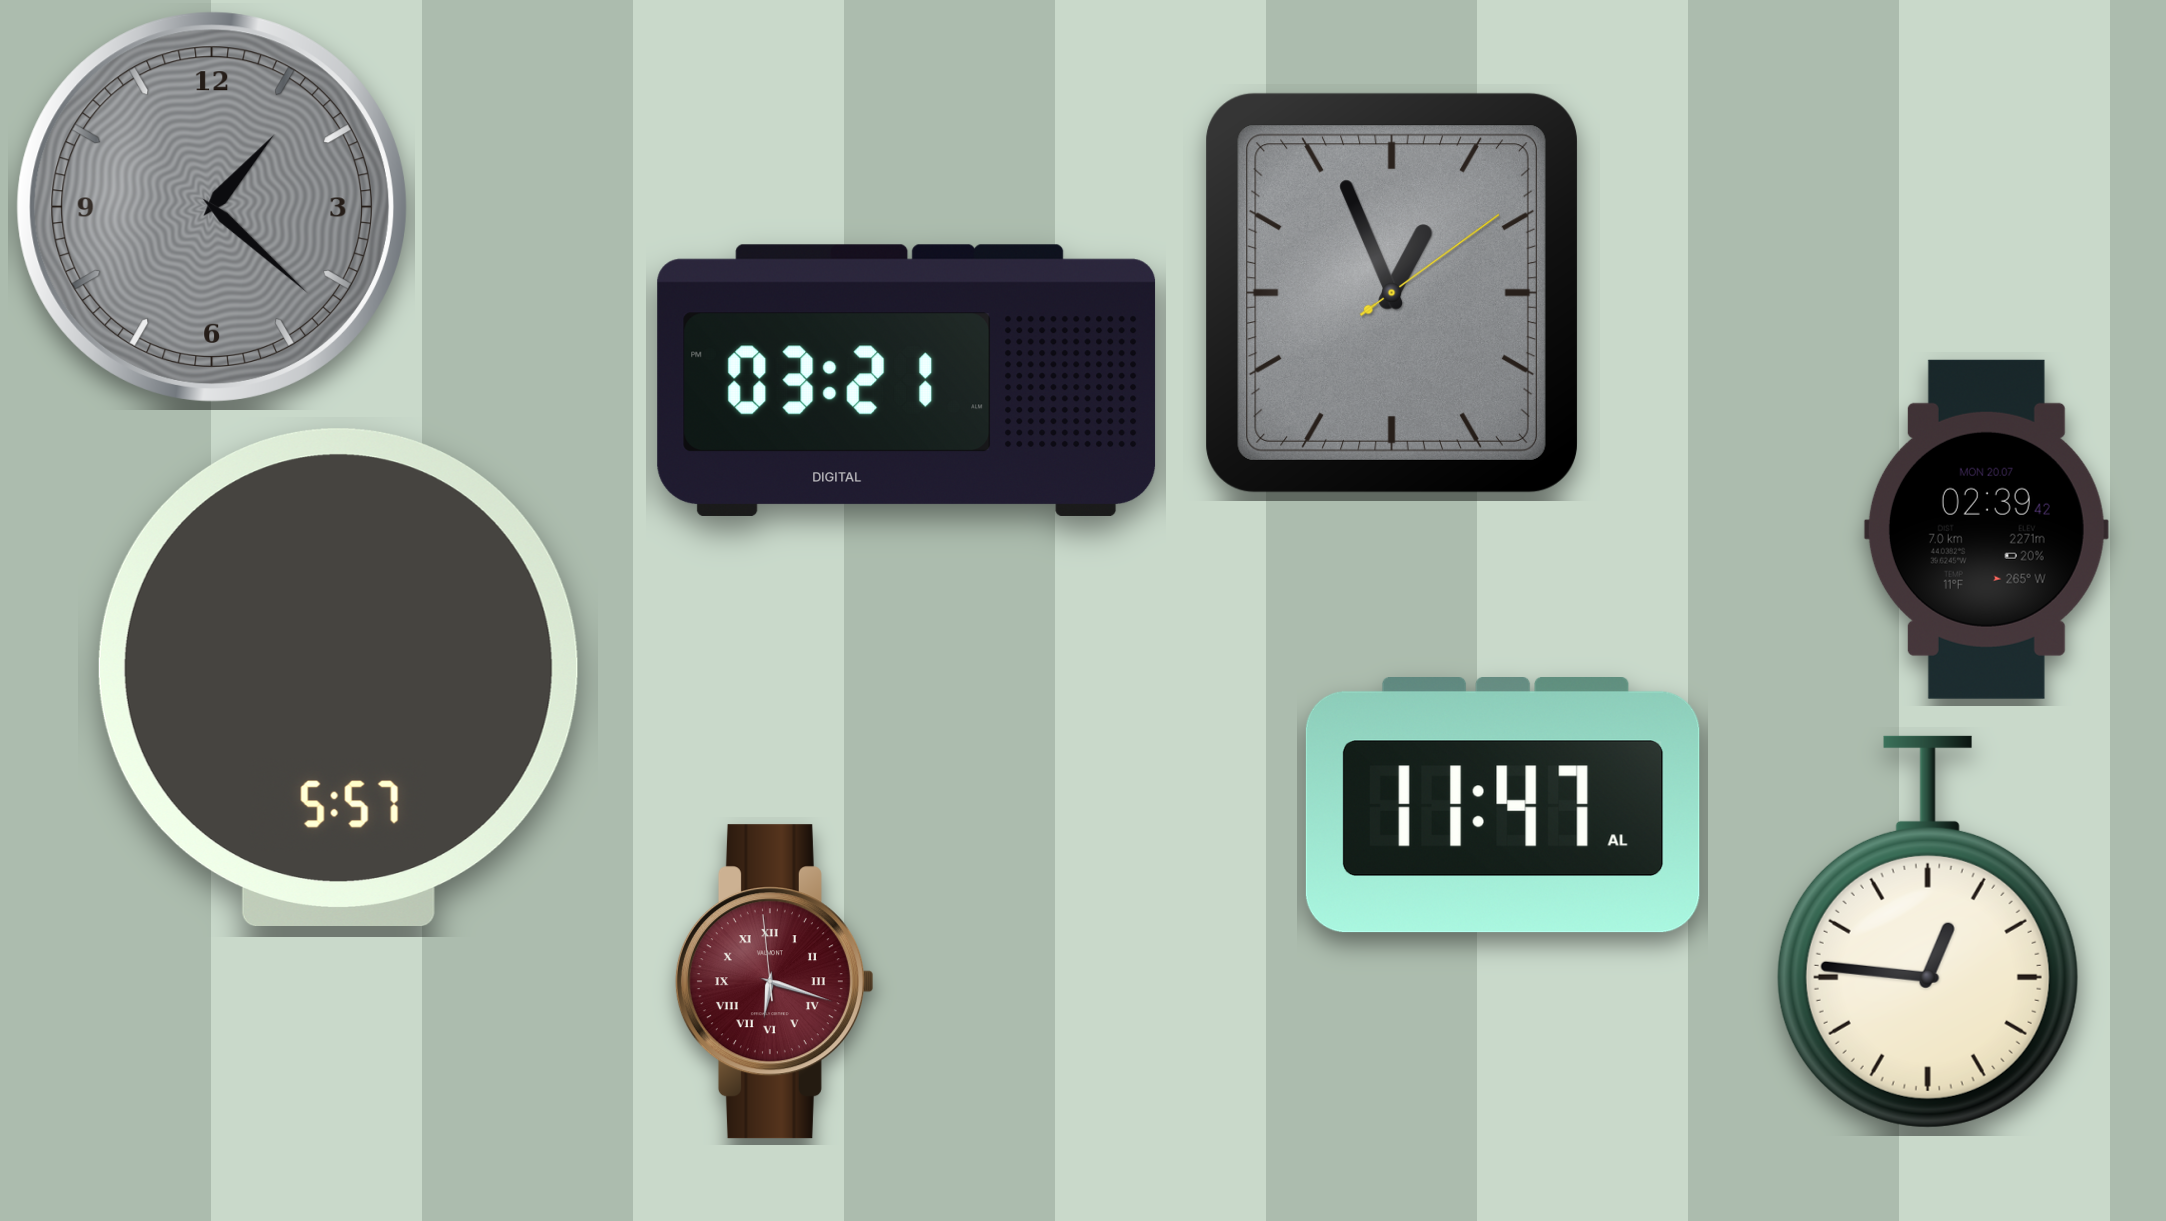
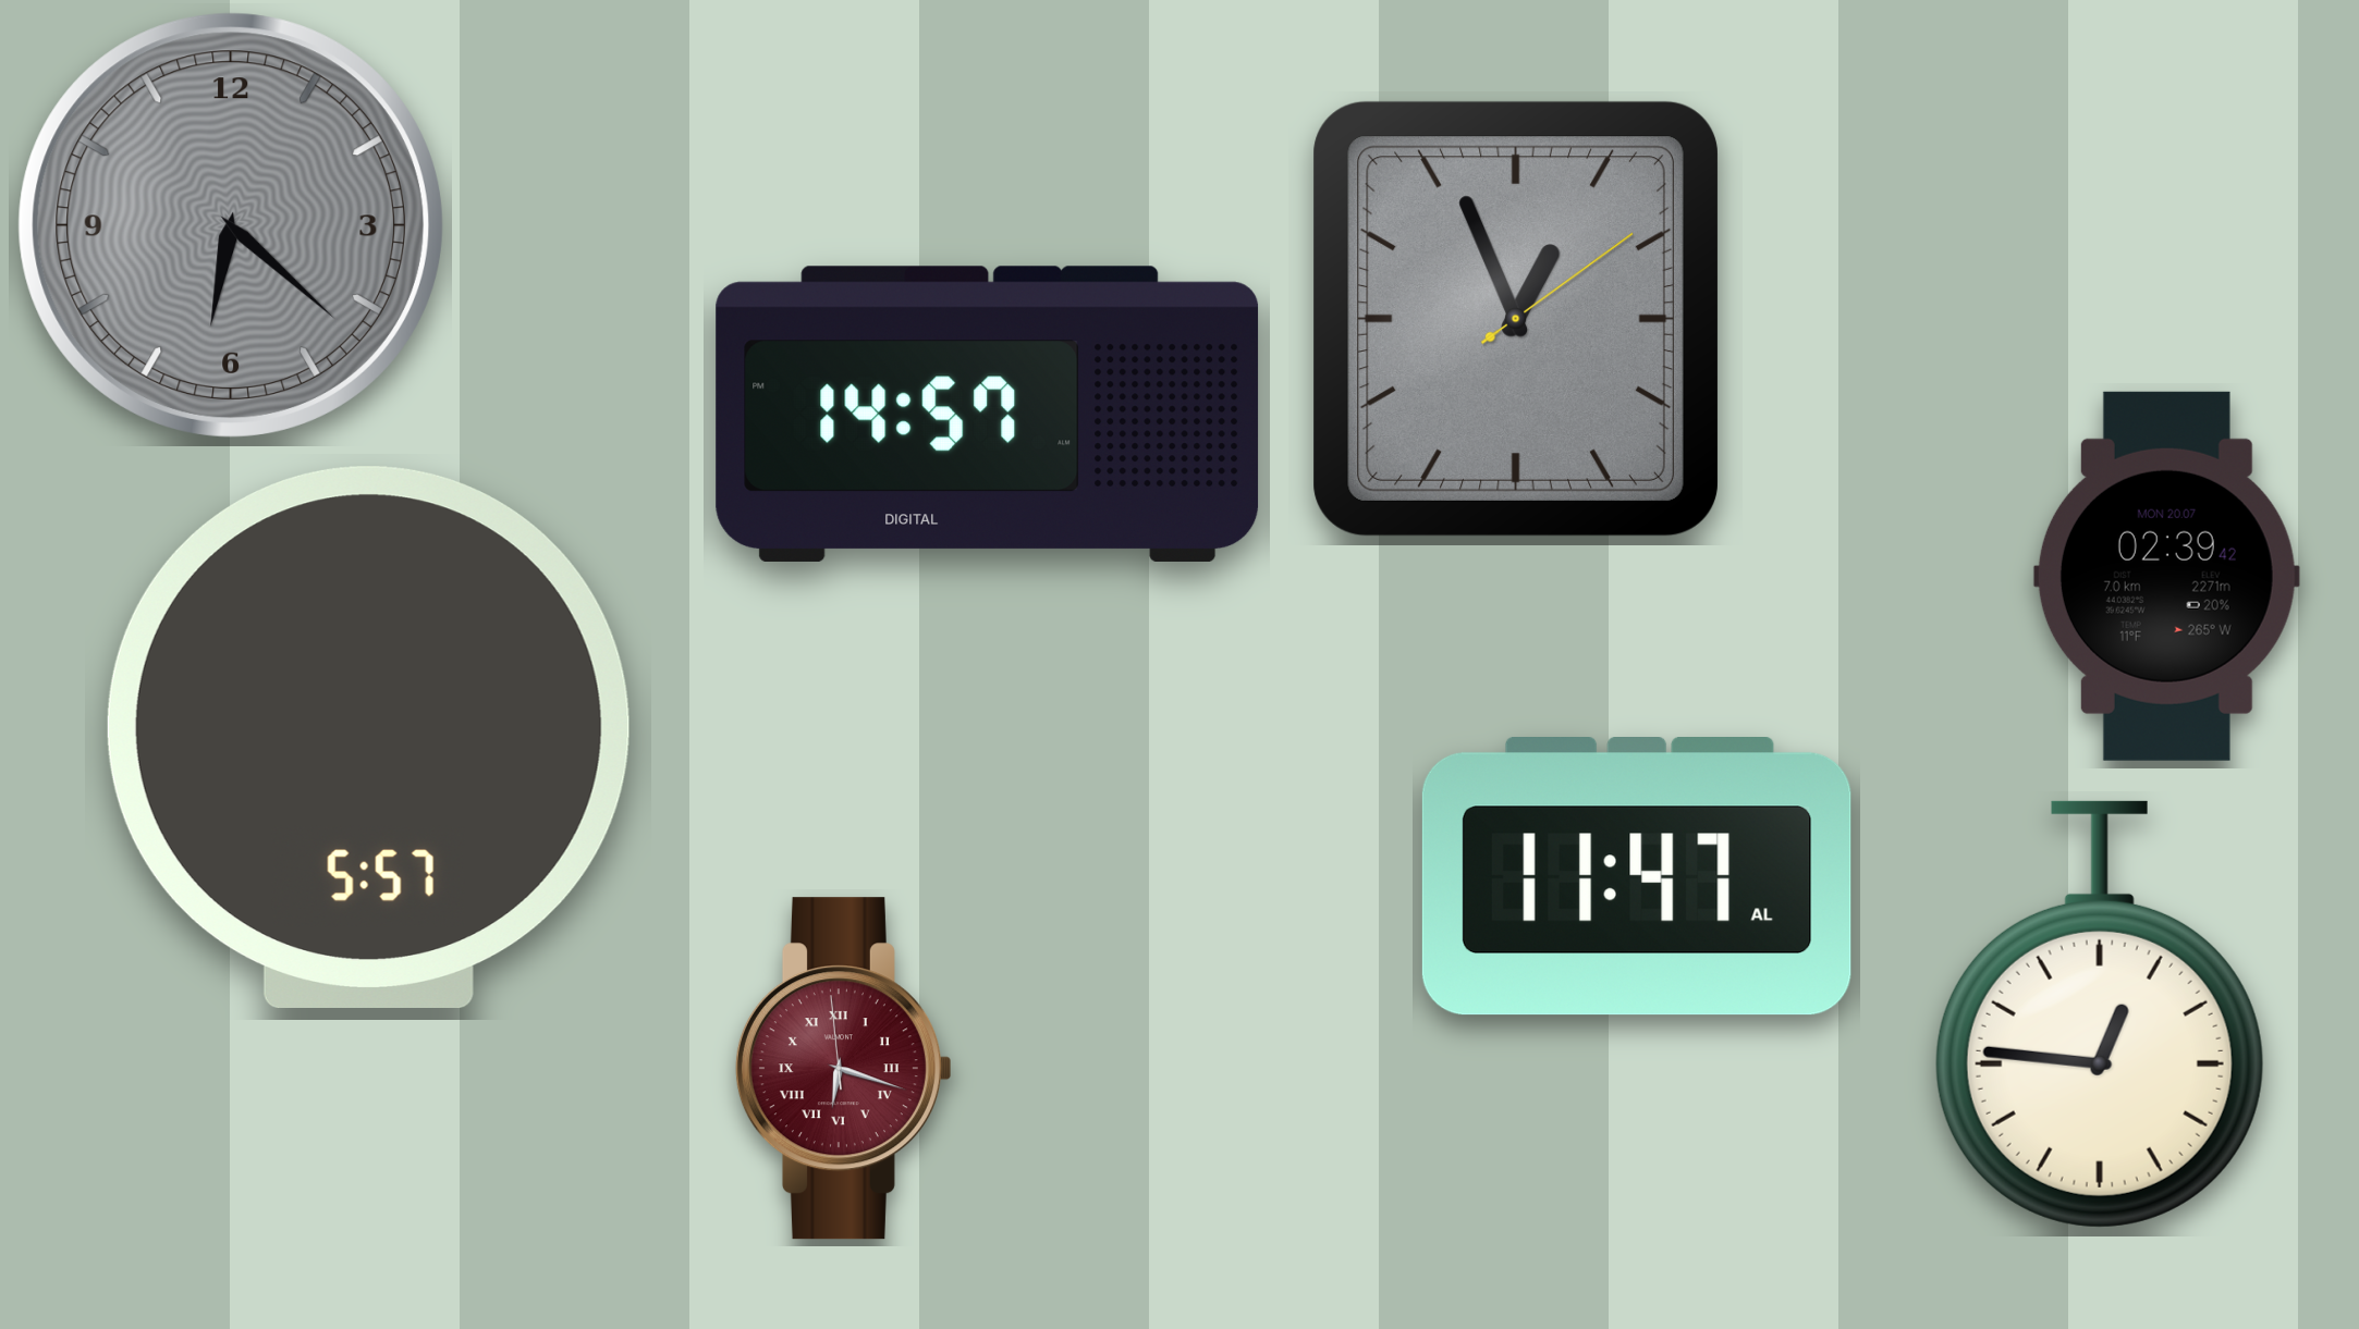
clock at (212, 207): 1:22 -> 6:22
clock at (907, 380): 03:21 -> 14:57
clock at (1986, 529) position: (1986, 529) -> (2166, 576)
